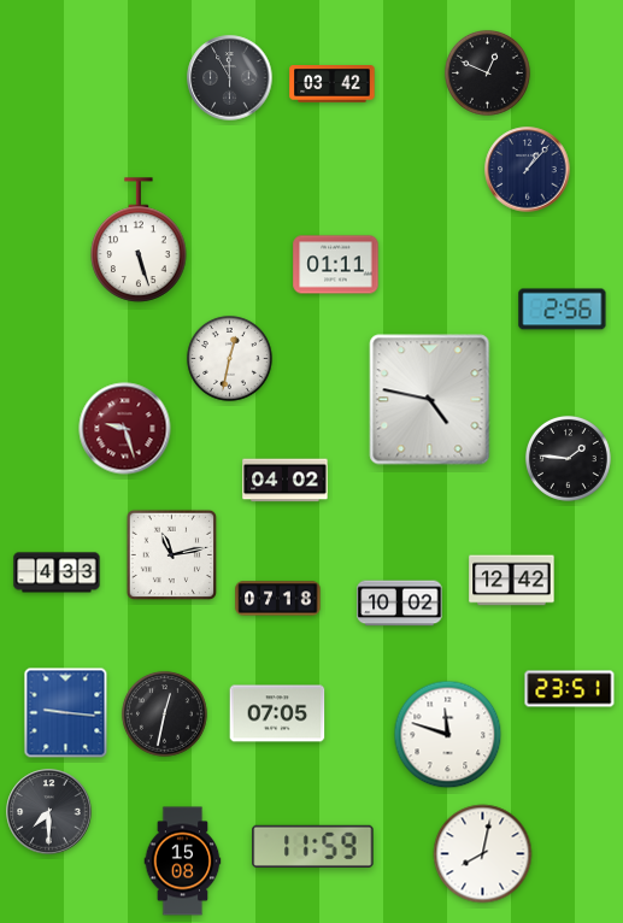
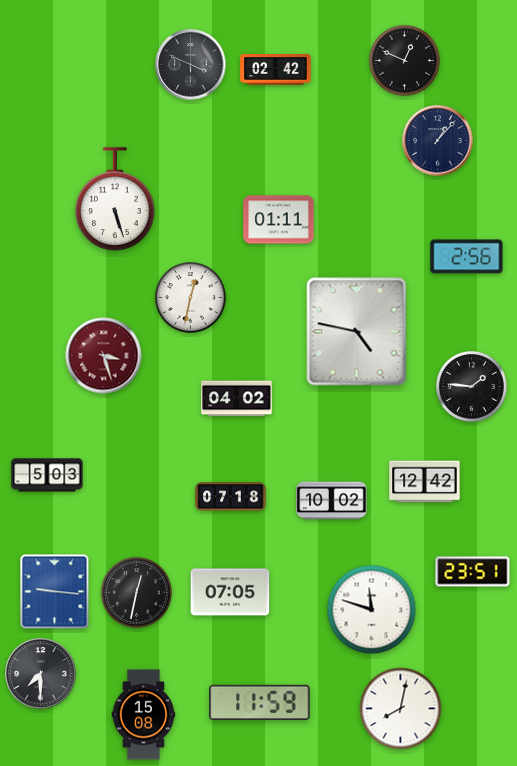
clock at (230, 78): 11:55 -> 3:49
clock at (333, 84): 03:42 -> 02:42
clock at (125, 429): 9:27 -> 3:27
clock at (568, 458) position: (568, 458) -> (471, 386)
clock at (171, 554): 11:13 -> none
clock at (57, 572): 4:33 -> 5:03
clock at (183, 862) position: (183, 862) -> (144, 715)
